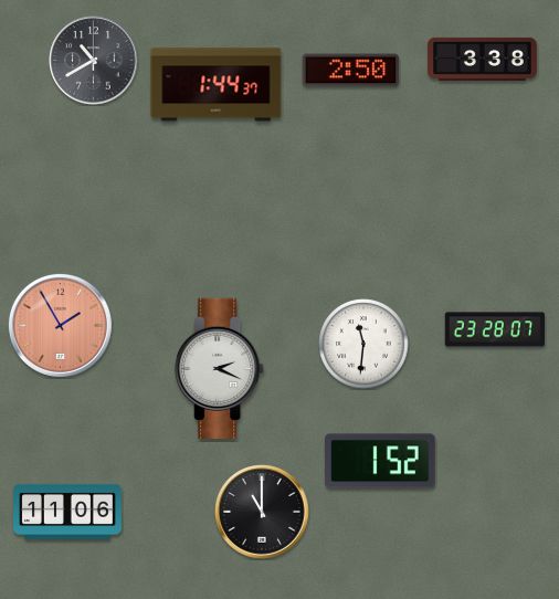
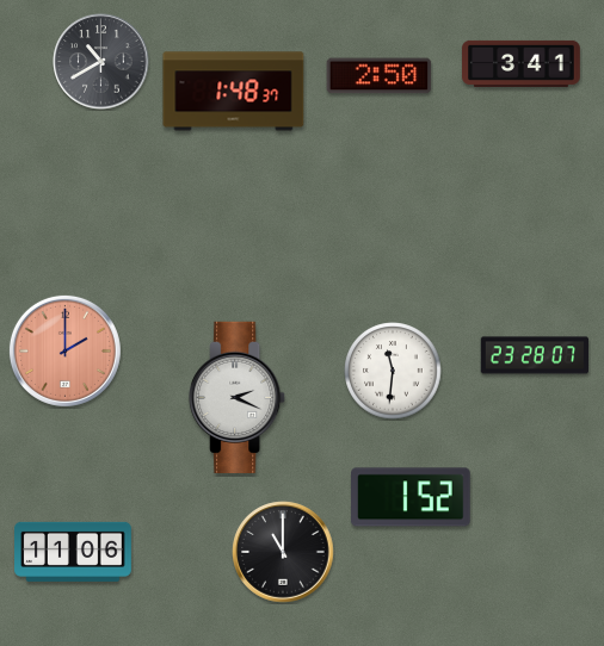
clock at (483, 59): 3:38 -> 3:41
clock at (94, 61) position: (94, 61) -> (101, 62)
clock at (217, 85): 1:44 -> 1:48
clock at (60, 325): 1:55 -> 2:00
